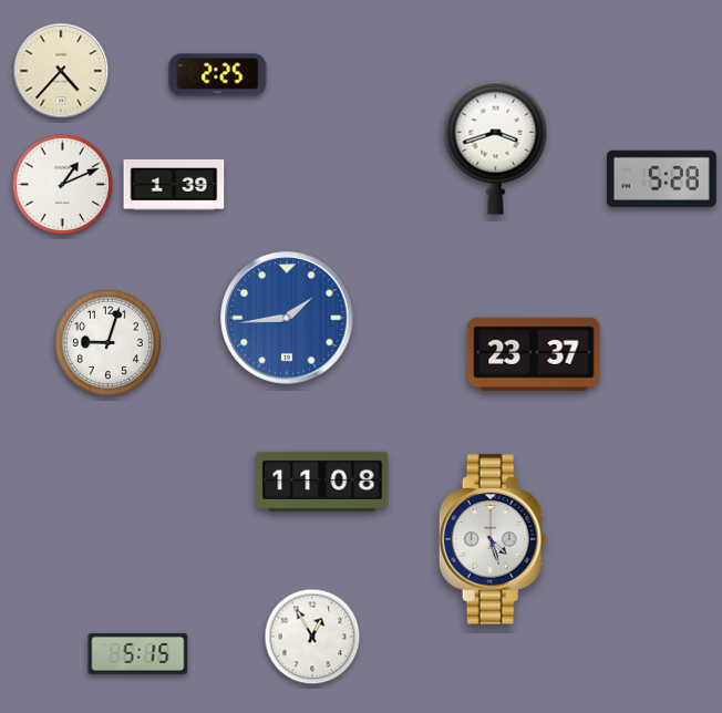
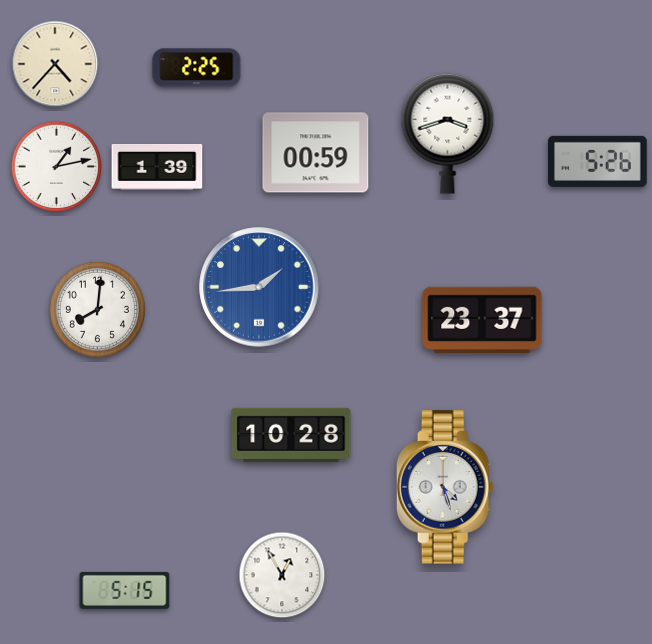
clock at (316, 153): none -> 00:59
clock at (662, 178): 5:28 -> 5:26
clock at (63, 185): 1:11 -> 1:13
clock at (107, 342): 9:03 -> 8:01
clock at (322, 482): 11:08 -> 10:28
